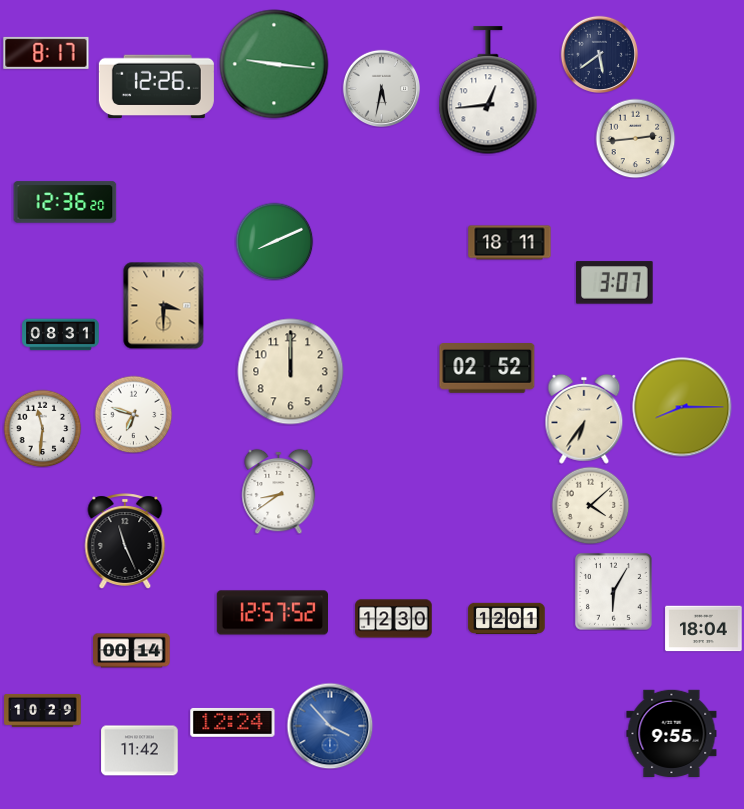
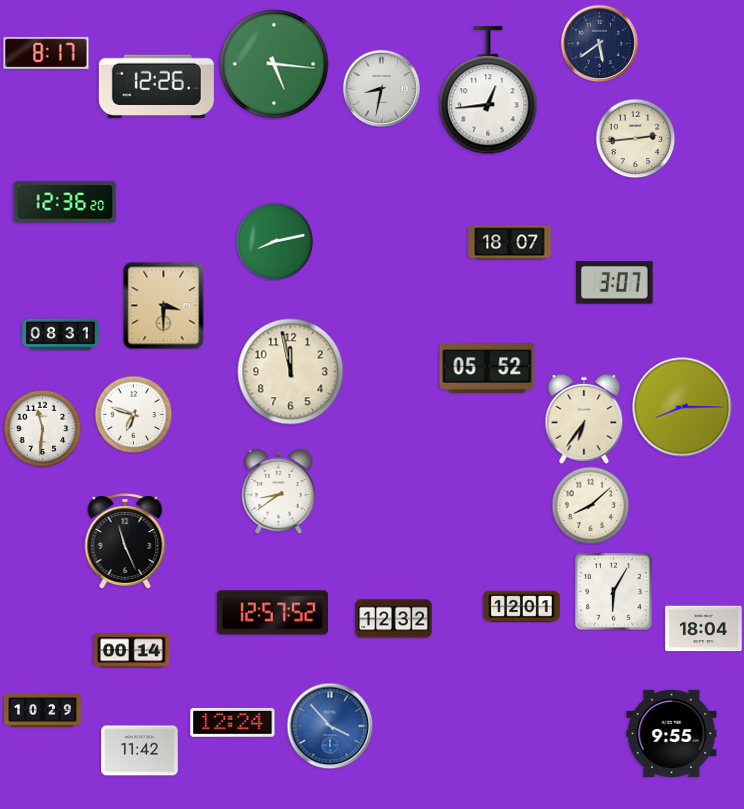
clock at (599, 54) position: (599, 54) -> (599, 43)
clock at (274, 64): 9:16 -> 5:16
clock at (381, 88): 5:32 -> 8:32
clock at (274, 241): 8:11 -> 8:13
clock at (510, 243): 18:11 -> 18:07
clock at (487, 369): 02:52 -> 05:52
clock at (291, 372): 12:00 -> 11:58
clock at (590, 505): 4:08 -> 8:08
clock at (507, 618) position: (507, 618) -> (522, 606)
clock at (394, 619): 12:30 -> 12:32
